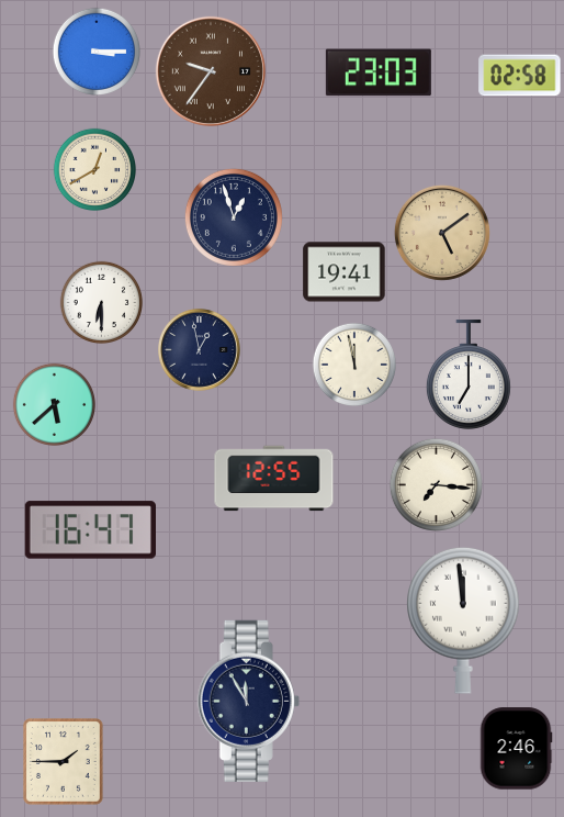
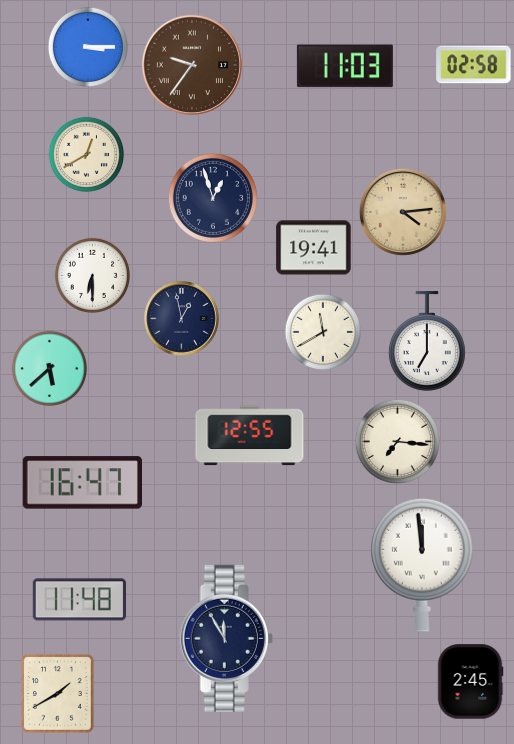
clock at (379, 72): 23:03 -> 11:03
clock at (520, 76) position: (520, 76) -> (474, 65)
clock at (442, 233): 5:09 -> 4:14
clock at (353, 363): 11:58 -> 11:40
clock at (79, 600): none -> 11:48
clock at (516, 749): 2:46 -> 2:45
clock at (63, 762): 1:45 -> 1:40
